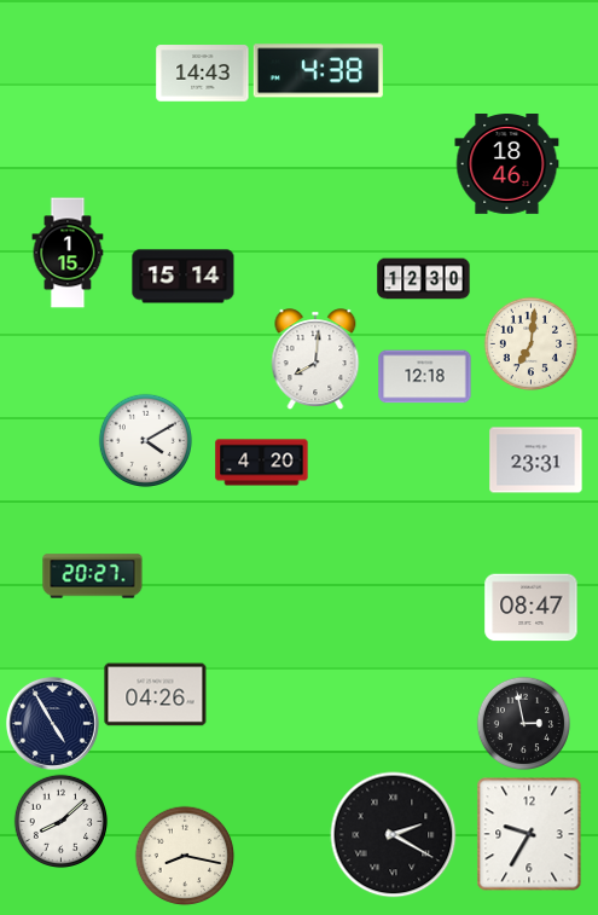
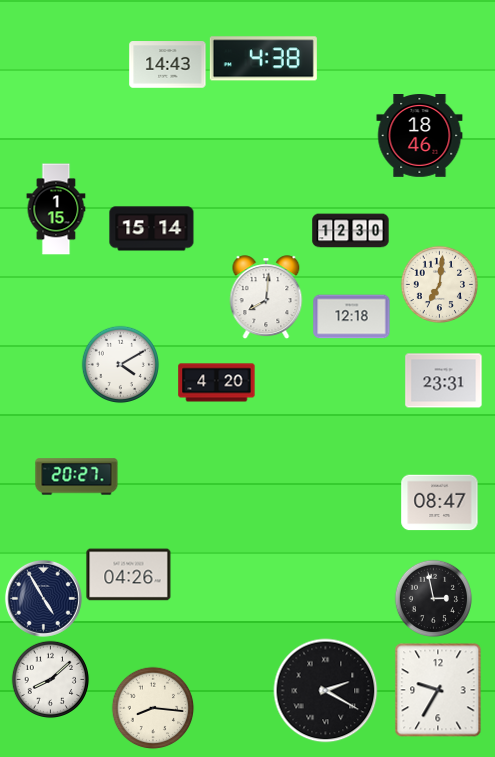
clock at (203, 74) position: (203, 74) -> (168, 65)
clock at (315, 359) position: (315, 359) -> (266, 297)
clock at (425, 377) position: (425, 377) -> (352, 317)
clock at (185, 856): 8:17 -> 8:16
